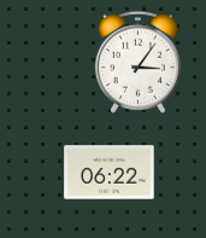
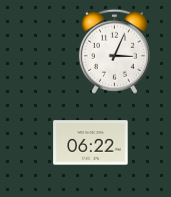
clock at (137, 62): 3:06 -> 3:04
